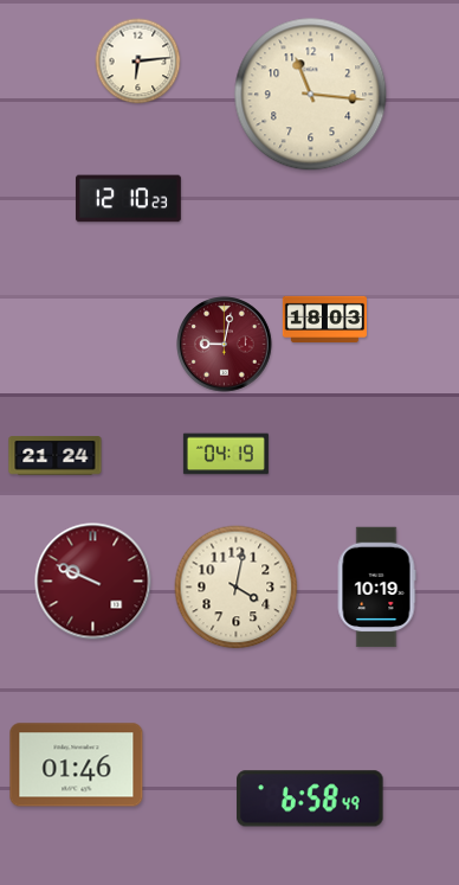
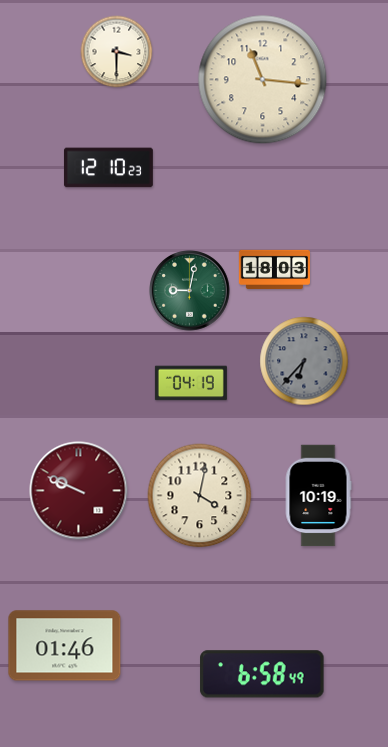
clock at (138, 62): 6:14 -> 3:30
clock at (225, 345) dial: burgundy -> green
clock at (304, 361): none -> 6:37
clock at (56, 456): 21:24 -> none
